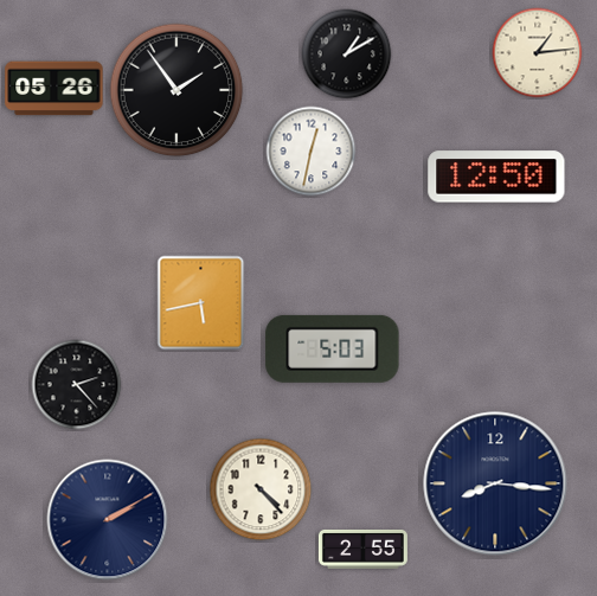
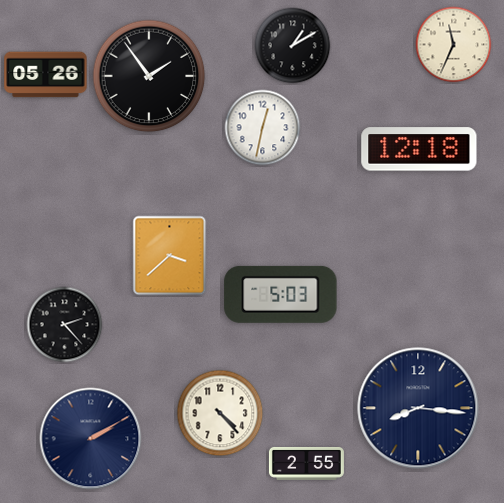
clock at (538, 53): 1:14 -> 11:34
clock at (496, 177): 12:50 -> 12:18
clock at (201, 303): 5:43 -> 3:38
